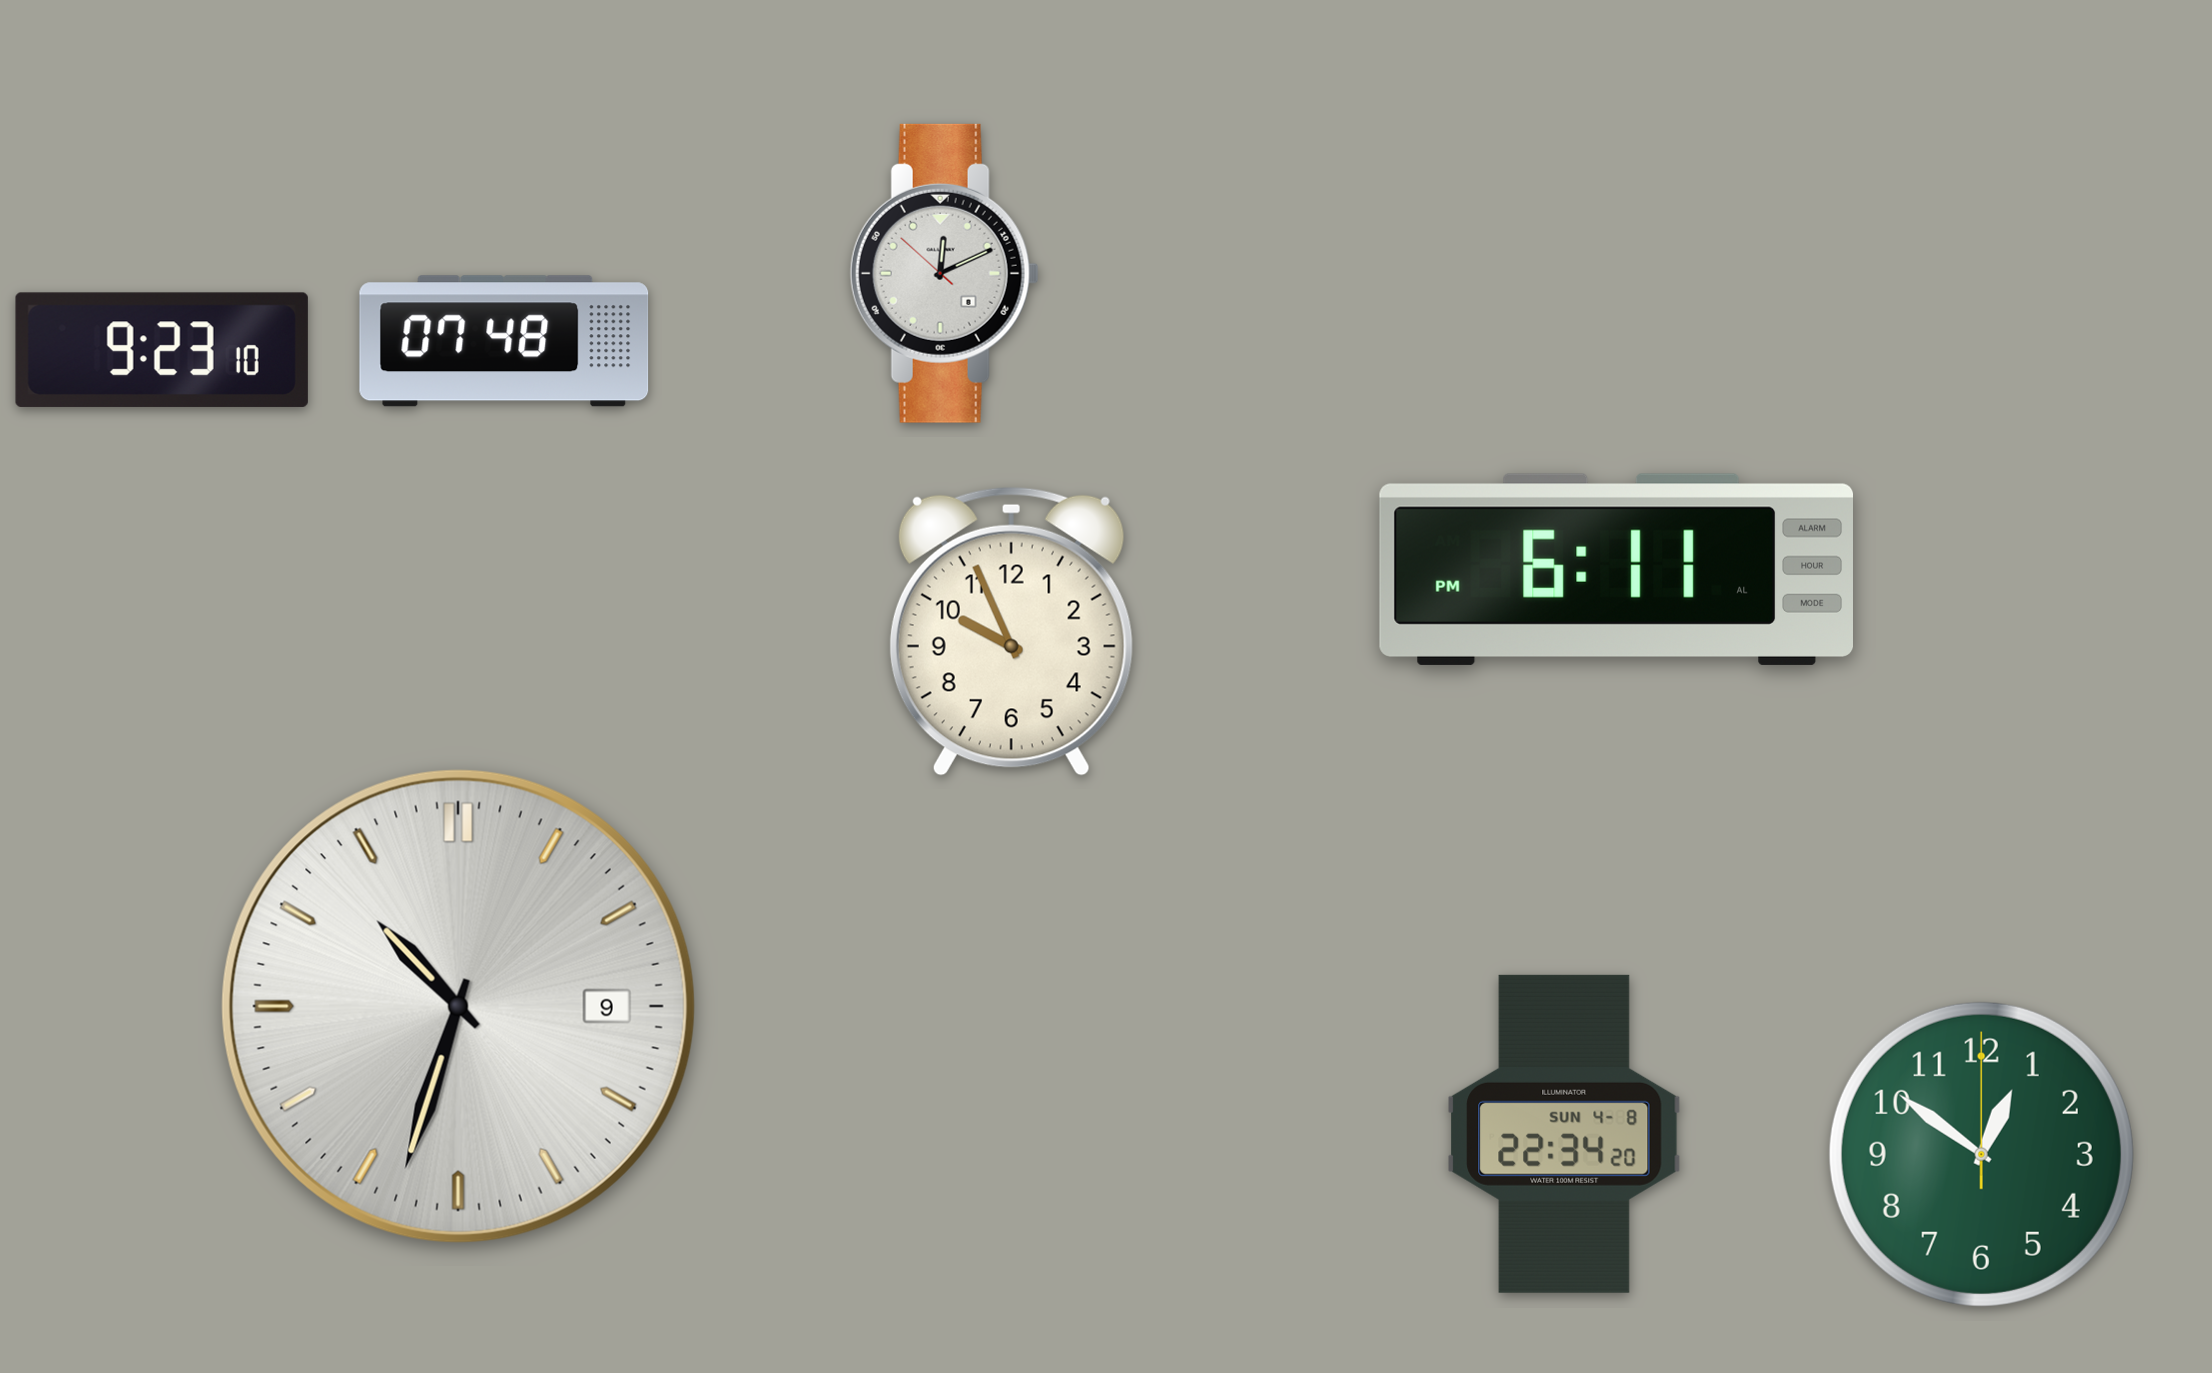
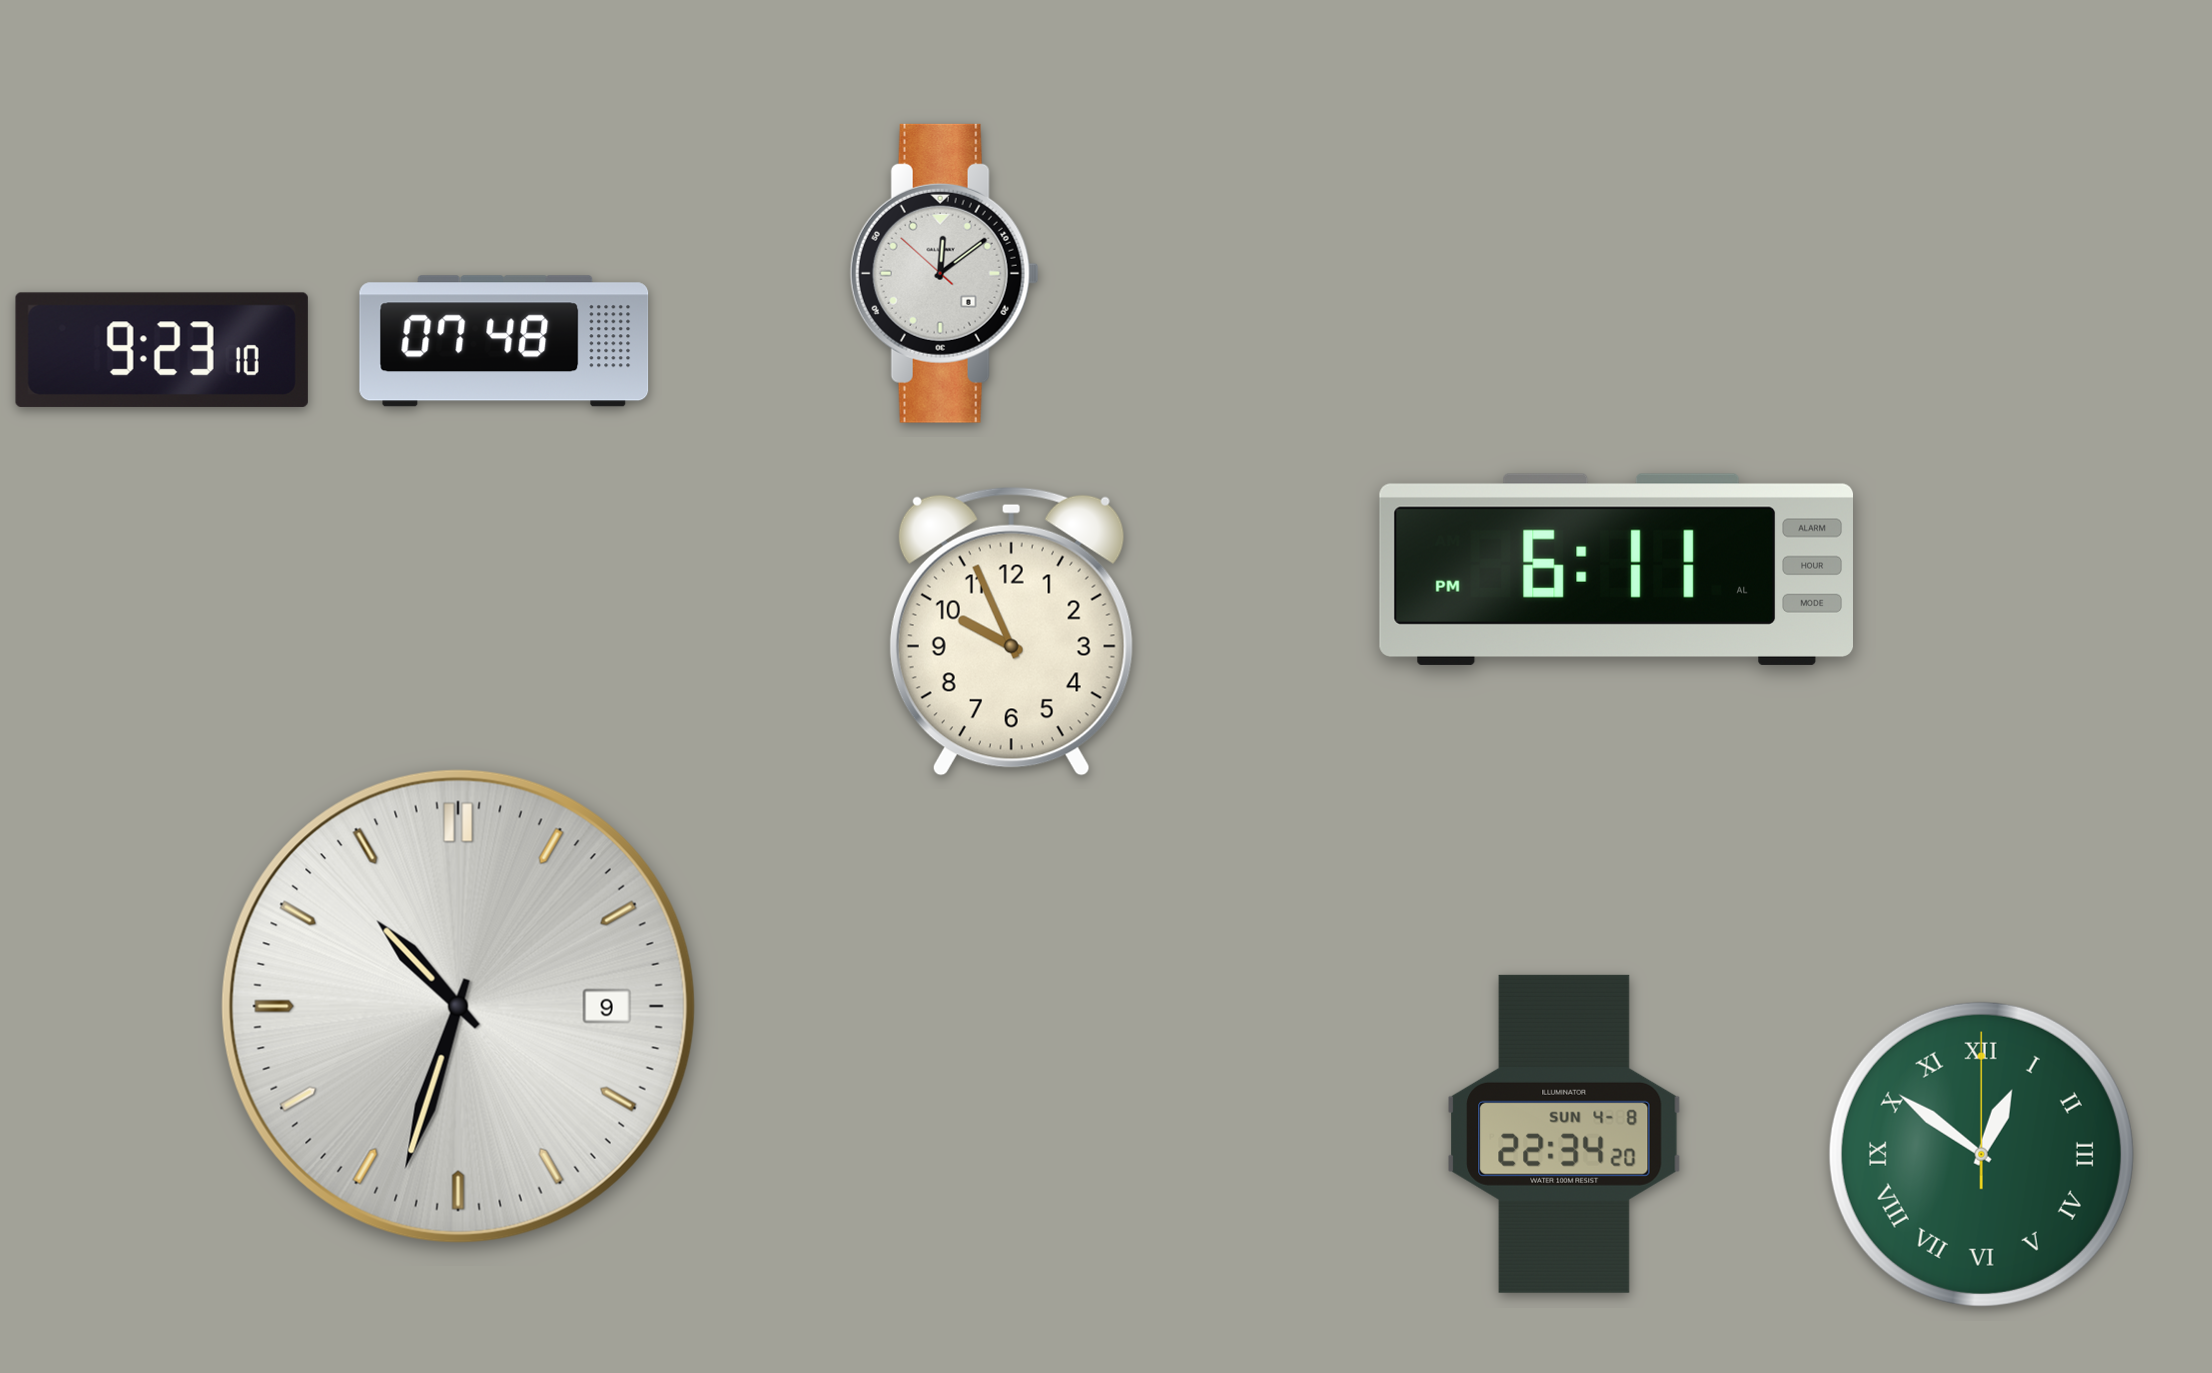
clock at (944, 273): 12:10 -> 12:08
clock at (1981, 1154) numerals: Arabic -> Roman
